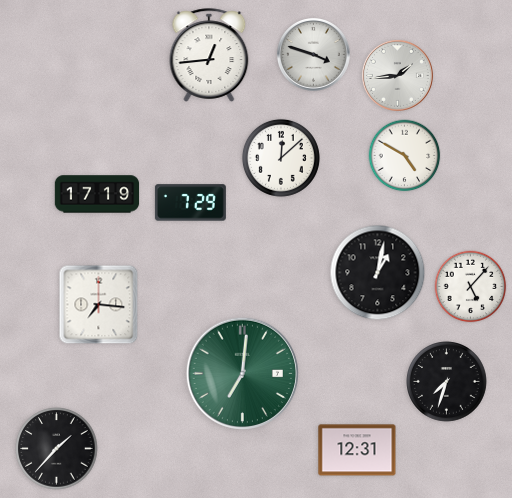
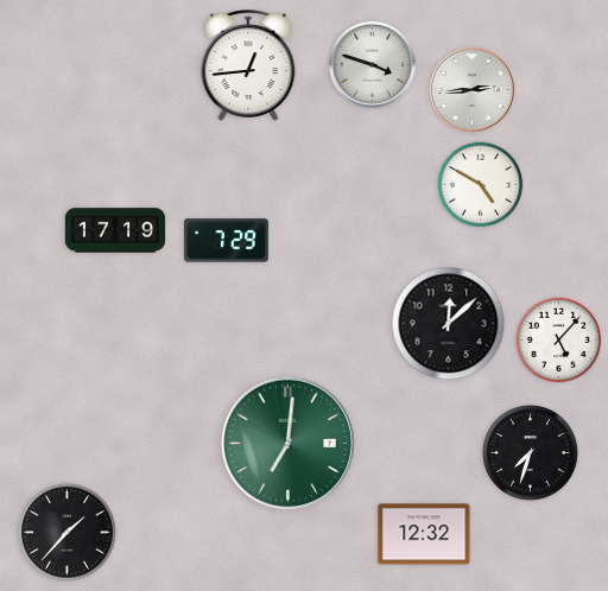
clock at (397, 75): 1:44 -> 2:44
clock at (281, 158): 12:08 -> none
clock at (378, 273): 1:02 -> 12:08
clock at (99, 305): 7:16 -> none
clock at (357, 450): 12:31 -> 12:32
